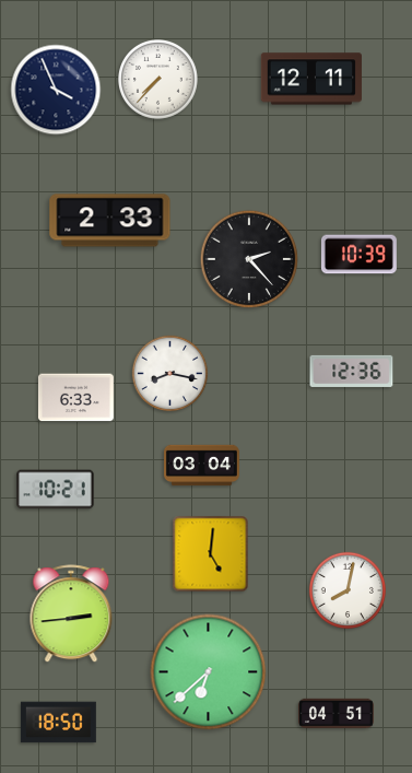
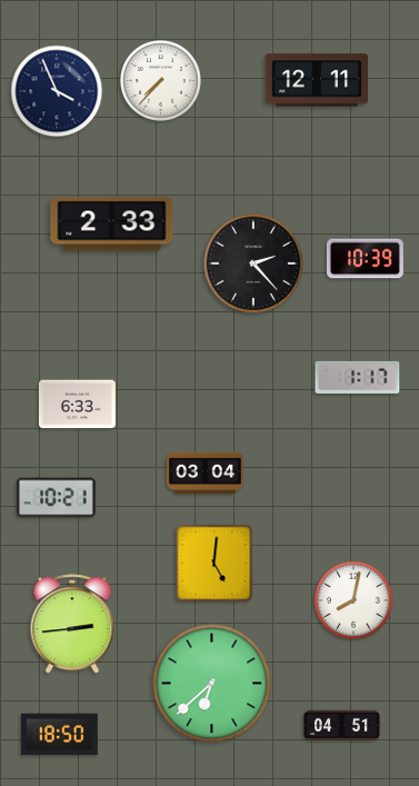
clock at (352, 371): 12:36 -> 1:17
clock at (170, 374): 8:17 -> none
